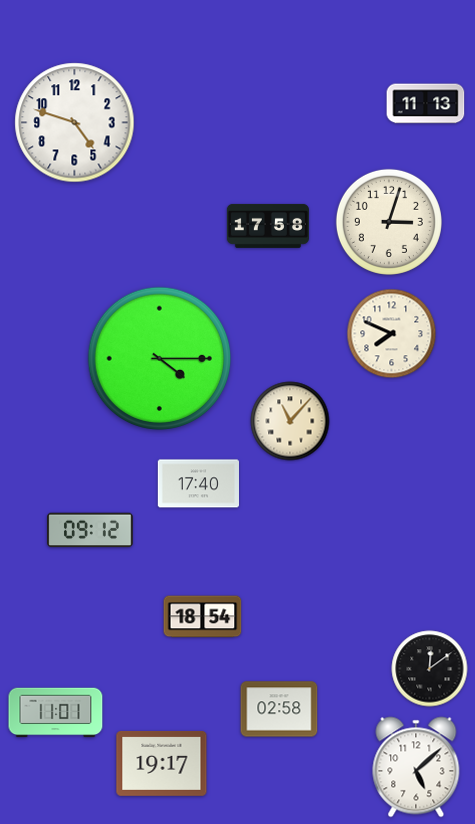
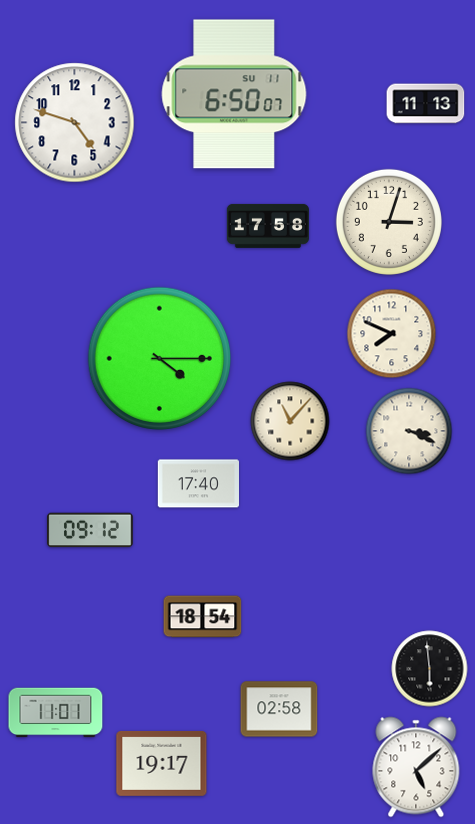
clock at (234, 94): none -> 6:50
clock at (409, 431): none -> 3:19
clock at (430, 669): 12:09 -> 5:59
